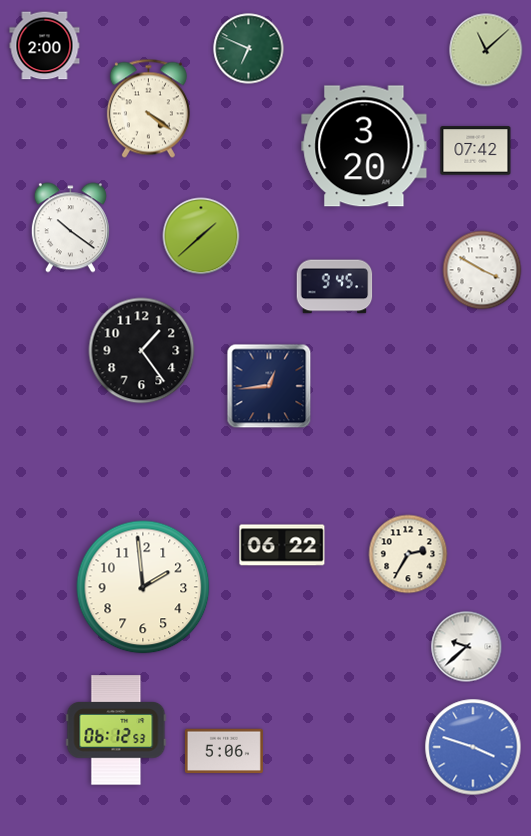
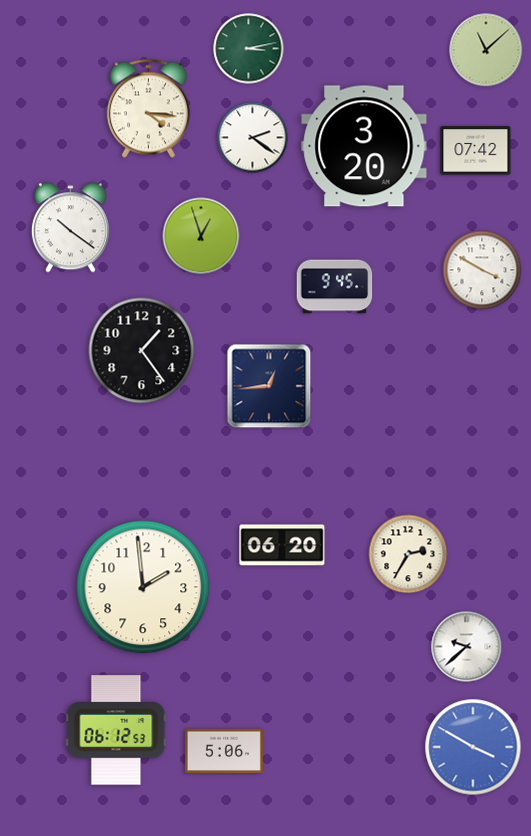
clock at (45, 46): 2:00 -> none
clock at (249, 49): 6:49 -> 3:13
clock at (148, 109): 4:21 -> 4:16
clock at (253, 138): none -> 2:21
clock at (201, 236): 1:38 -> 12:57
clock at (282, 545): 06:22 -> 06:20
clock at (473, 747): 3:48 -> 3:50
